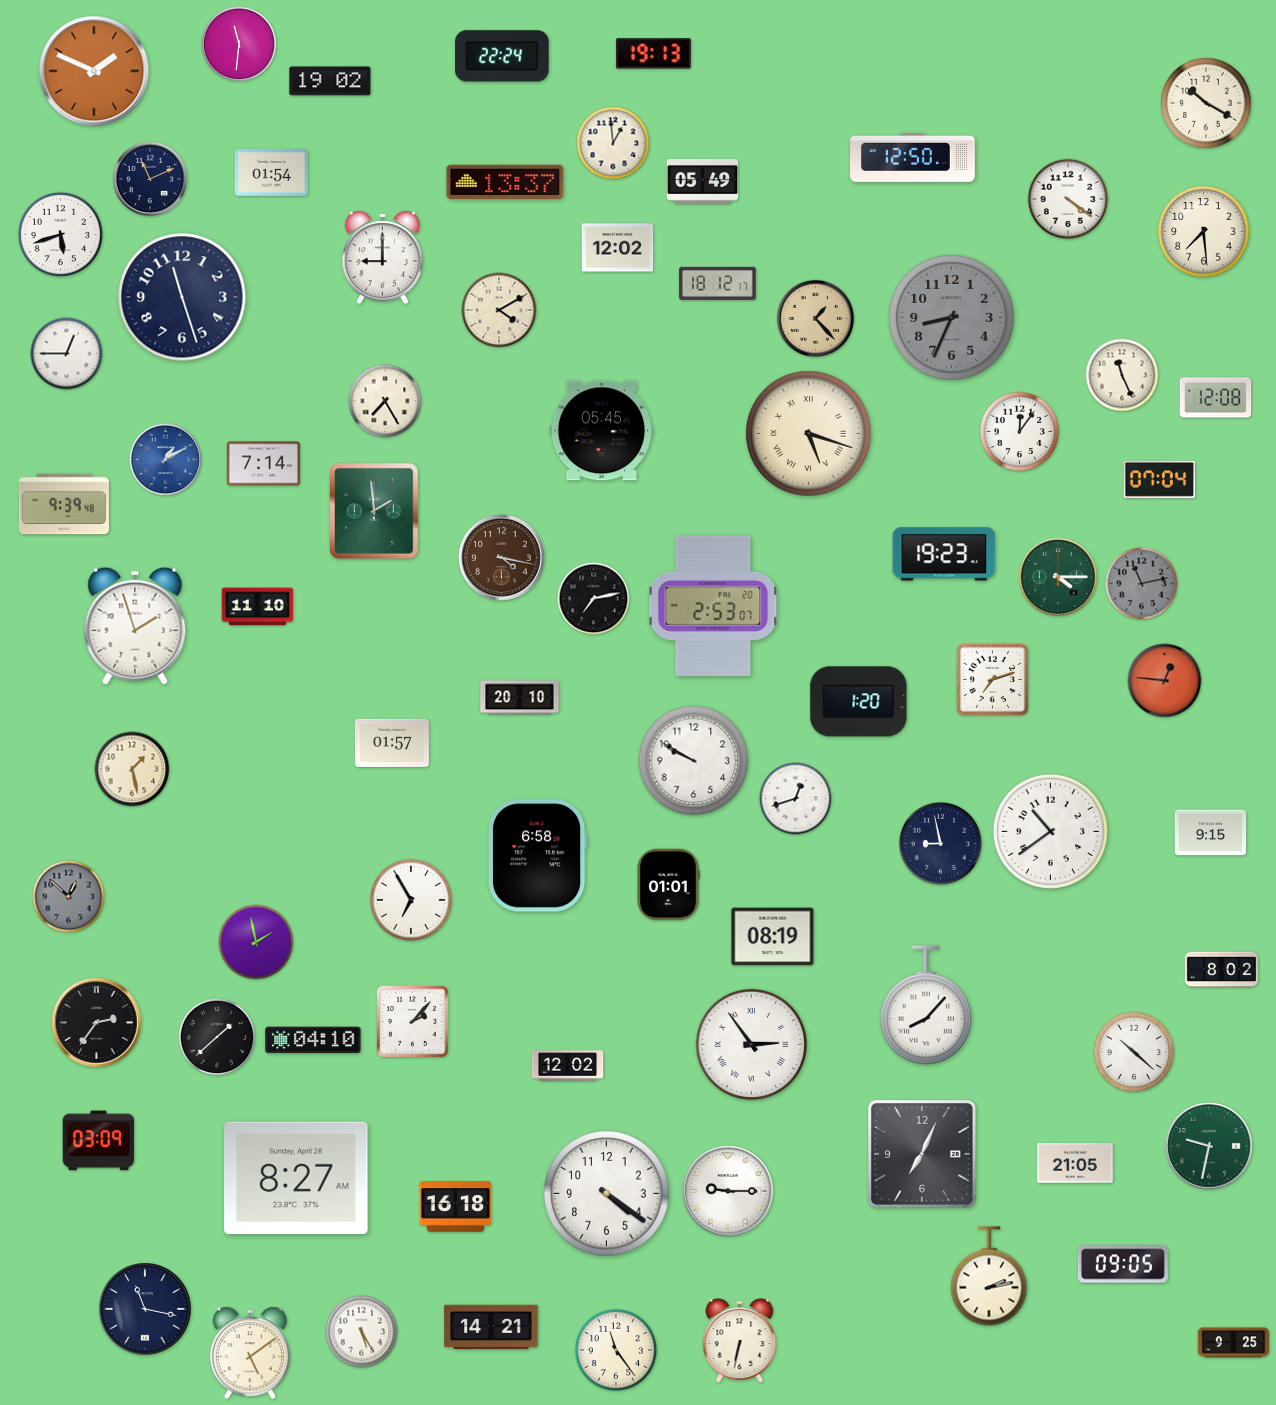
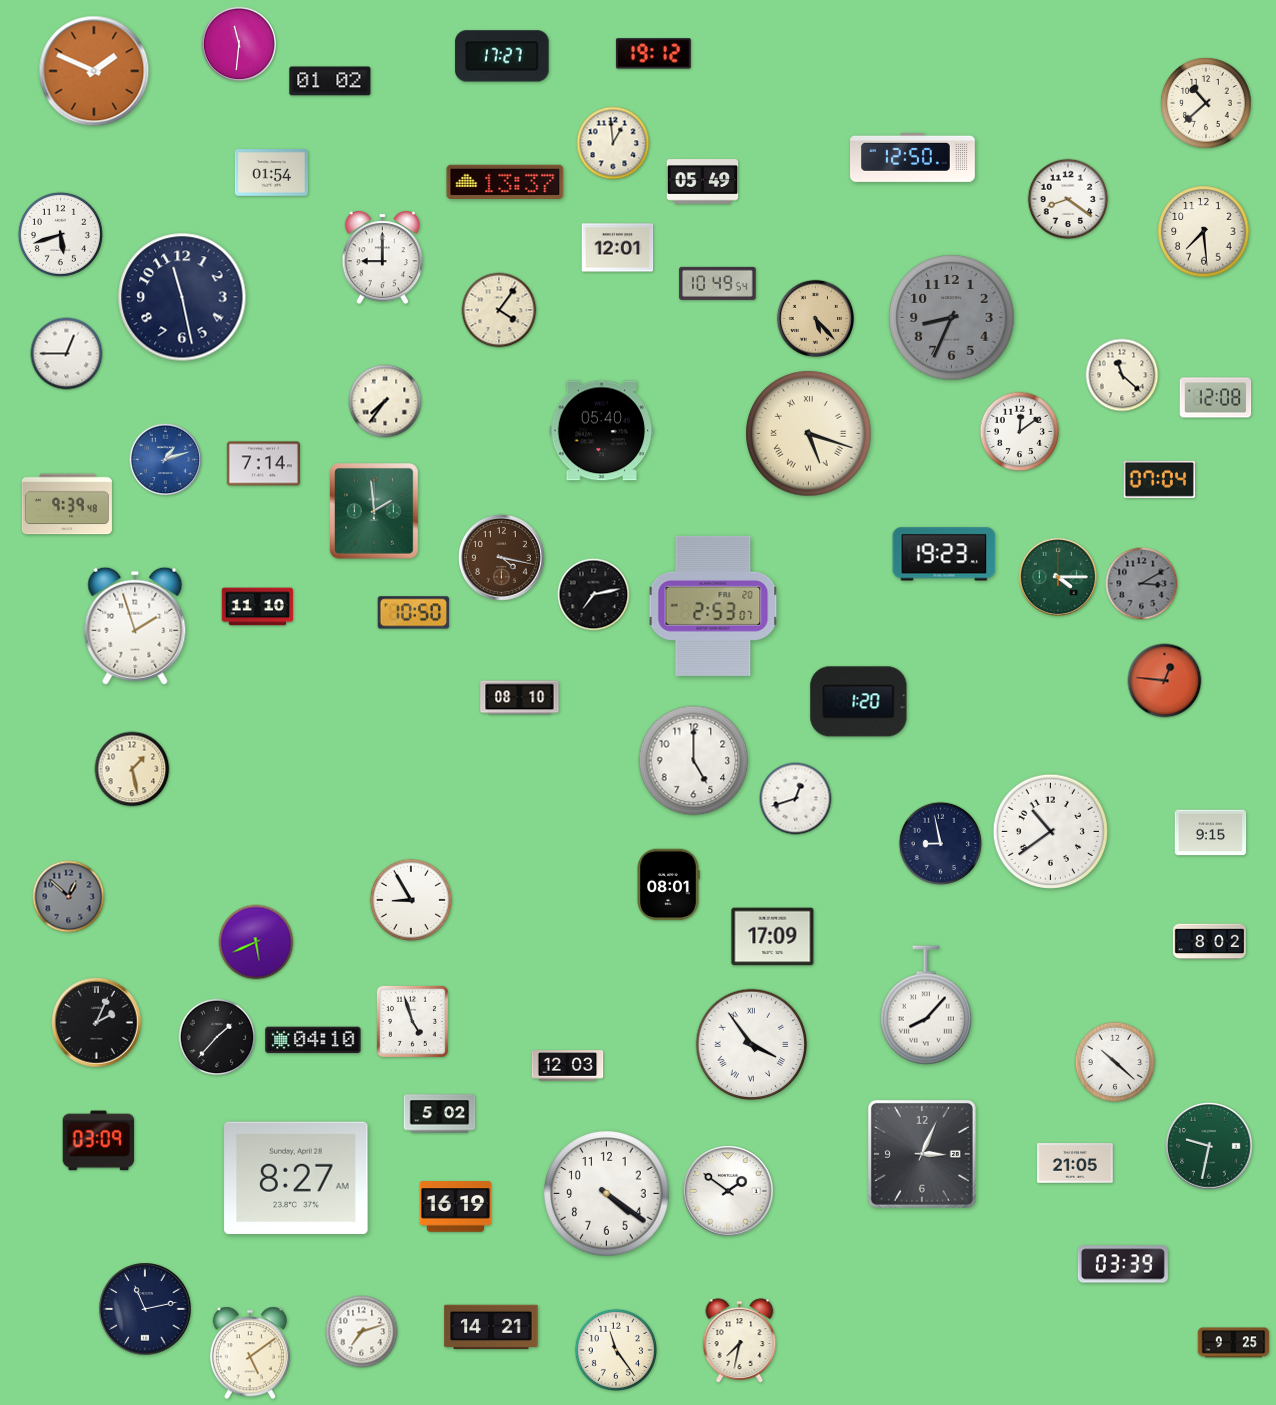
clock at (653, 54): 19:13 -> 19:12
clock at (502, 56): 22:24 -> 17:27
clock at (330, 81): 19:02 -> 01:02
clock at (1206, 103): 10:20 -> 10:38
clock at (150, 179): 11:11 -> none
clock at (1068, 199): 4:21 -> 8:21
clock at (618, 248): 12:02 -> 12:01
clock at (718, 283): 18:12 -> 10:49
clock at (182, 297): 11:27 -> 11:28
clock at (499, 310): 4:10 -> 4:06
clock at (815, 318): 1:23 -> 5:23
clock at (1122, 375): 11:26 -> 11:22
clock at (385, 401): 7:25 -> 7:36
clock at (602, 431): 05:45 -> 05:40
clock at (1020, 432): 12:06 -> 12:09
clock at (166, 460): 1:10 -> 1:12
clock at (64, 504) position: (64, 504) -> (67, 504)
clock at (1142, 584): 11:13 -> 3:10
clock at (594, 599) position: (594, 599) -> (594, 595)
clock at (414, 613): none -> 10:50
clock at (992, 679): 7:12 -> none
clock at (520, 698): 20:10 -> 08:10
clock at (392, 743): 01:57 -> none
clock at (694, 761): 9:50 -> 5:00
clock at (537, 856): 6:58 -> none
clock at (668, 885): 01:01 -> 08:01
clock at (410, 899): 6:55 -> 8:55
clock at (773, 937): 08:19 -> 17:09
clock at (256, 942): 1:58 -> 5:41
clock at (1221, 970) position: (1221, 970) -> (1209, 942)
clock at (412, 1021): 2:07 -> 4:57
clock at (97, 1023): 2:36 -> 2:04
clock at (217, 1037): 1:38 -> 1:37
clock at (752, 1045): 2:54 -> 3:54
clock at (1134, 1052) position: (1134, 1052) -> (1115, 1062)
clock at (568, 1066): 12:02 -> 12:03
clock at (440, 1114): none -> 5:02
clock at (922, 1154): 7:04 -> 3:04
clock at (728, 1191): 9:15 -> 1:51
clock at (456, 1207): 16:18 -> 16:19
clock at (1123, 1264): 09:05 -> 03:39
clock at (989, 1276): 2:13 -> none
clock at (145, 1309): 11:17 -> 11:13
clock at (362, 1332): 5:25 -> 7:12
clock at (740, 1341): 6:32 -> 7:32
